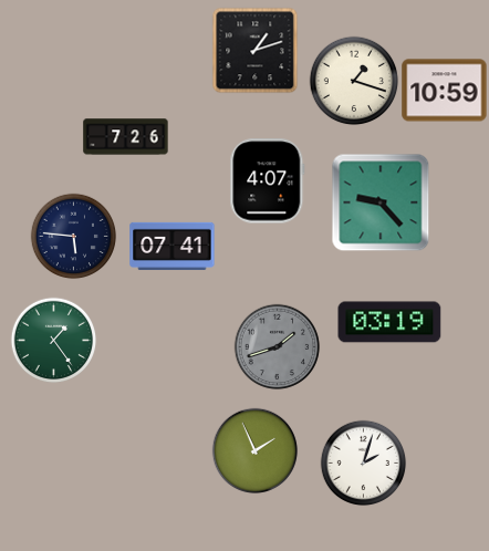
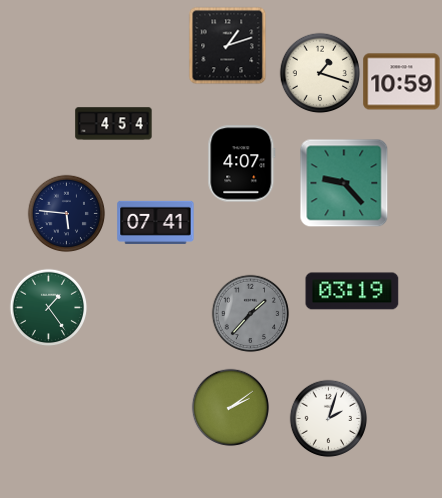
clock at (254, 50) position: (254, 50) -> (227, 45)
clock at (126, 137): 7:26 -> 4:54
clock at (277, 346): 1:42 -> 1:37
clock at (254, 450): 1:56 -> 2:09
